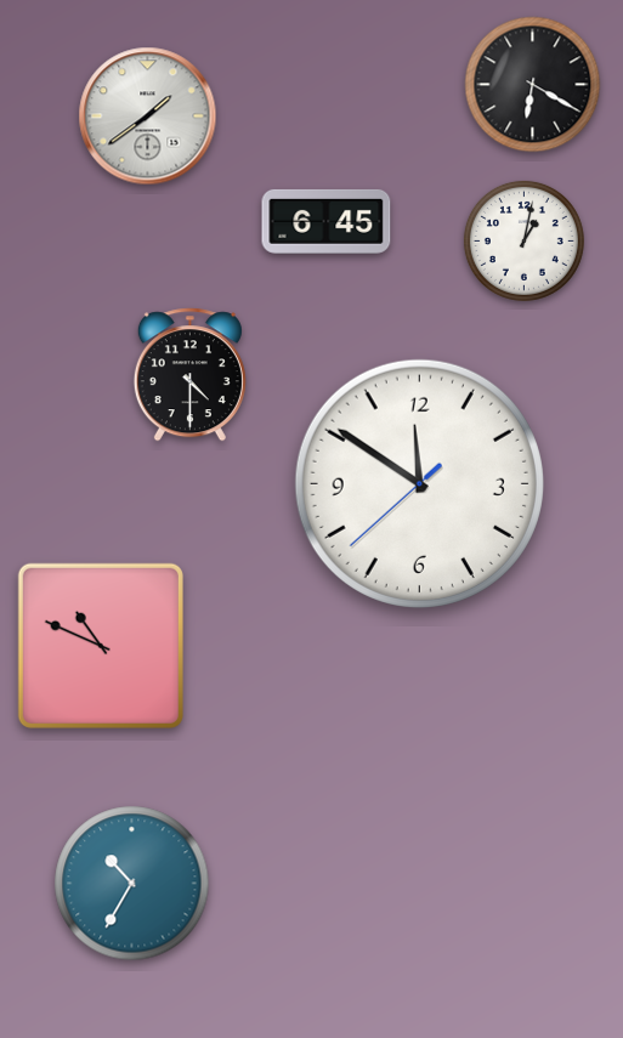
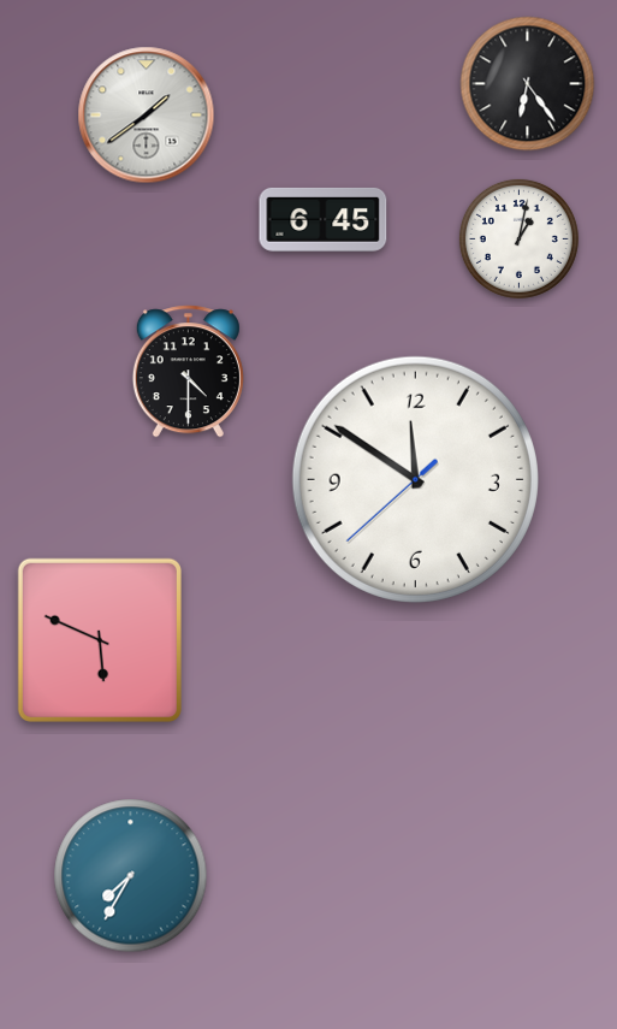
clock at (533, 85): 6:20 -> 6:24
clock at (101, 646): 10:49 -> 5:49
clock at (132, 884): 10:35 -> 7:35
